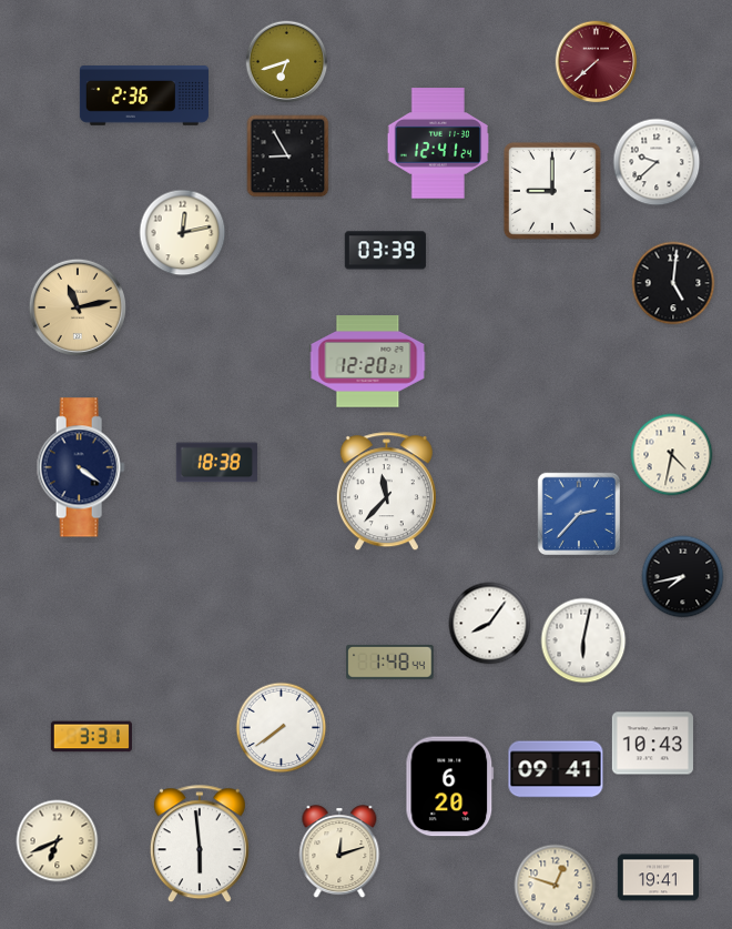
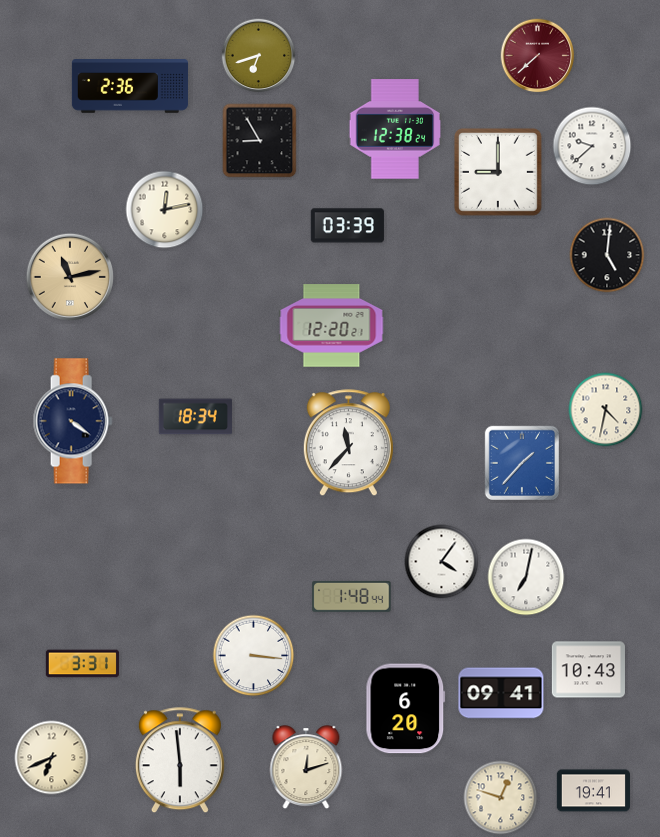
clock at (438, 143): 12:41 -> 12:38
clock at (216, 463): 18:38 -> 18:34
clock at (578, 513): 2:37 -> 1:37
clock at (683, 577): 7:43 -> none
clock at (490, 624): 8:06 -> 4:06
clock at (583, 640): 6:02 -> 7:02
clock at (282, 728): 7:39 -> 3:16
